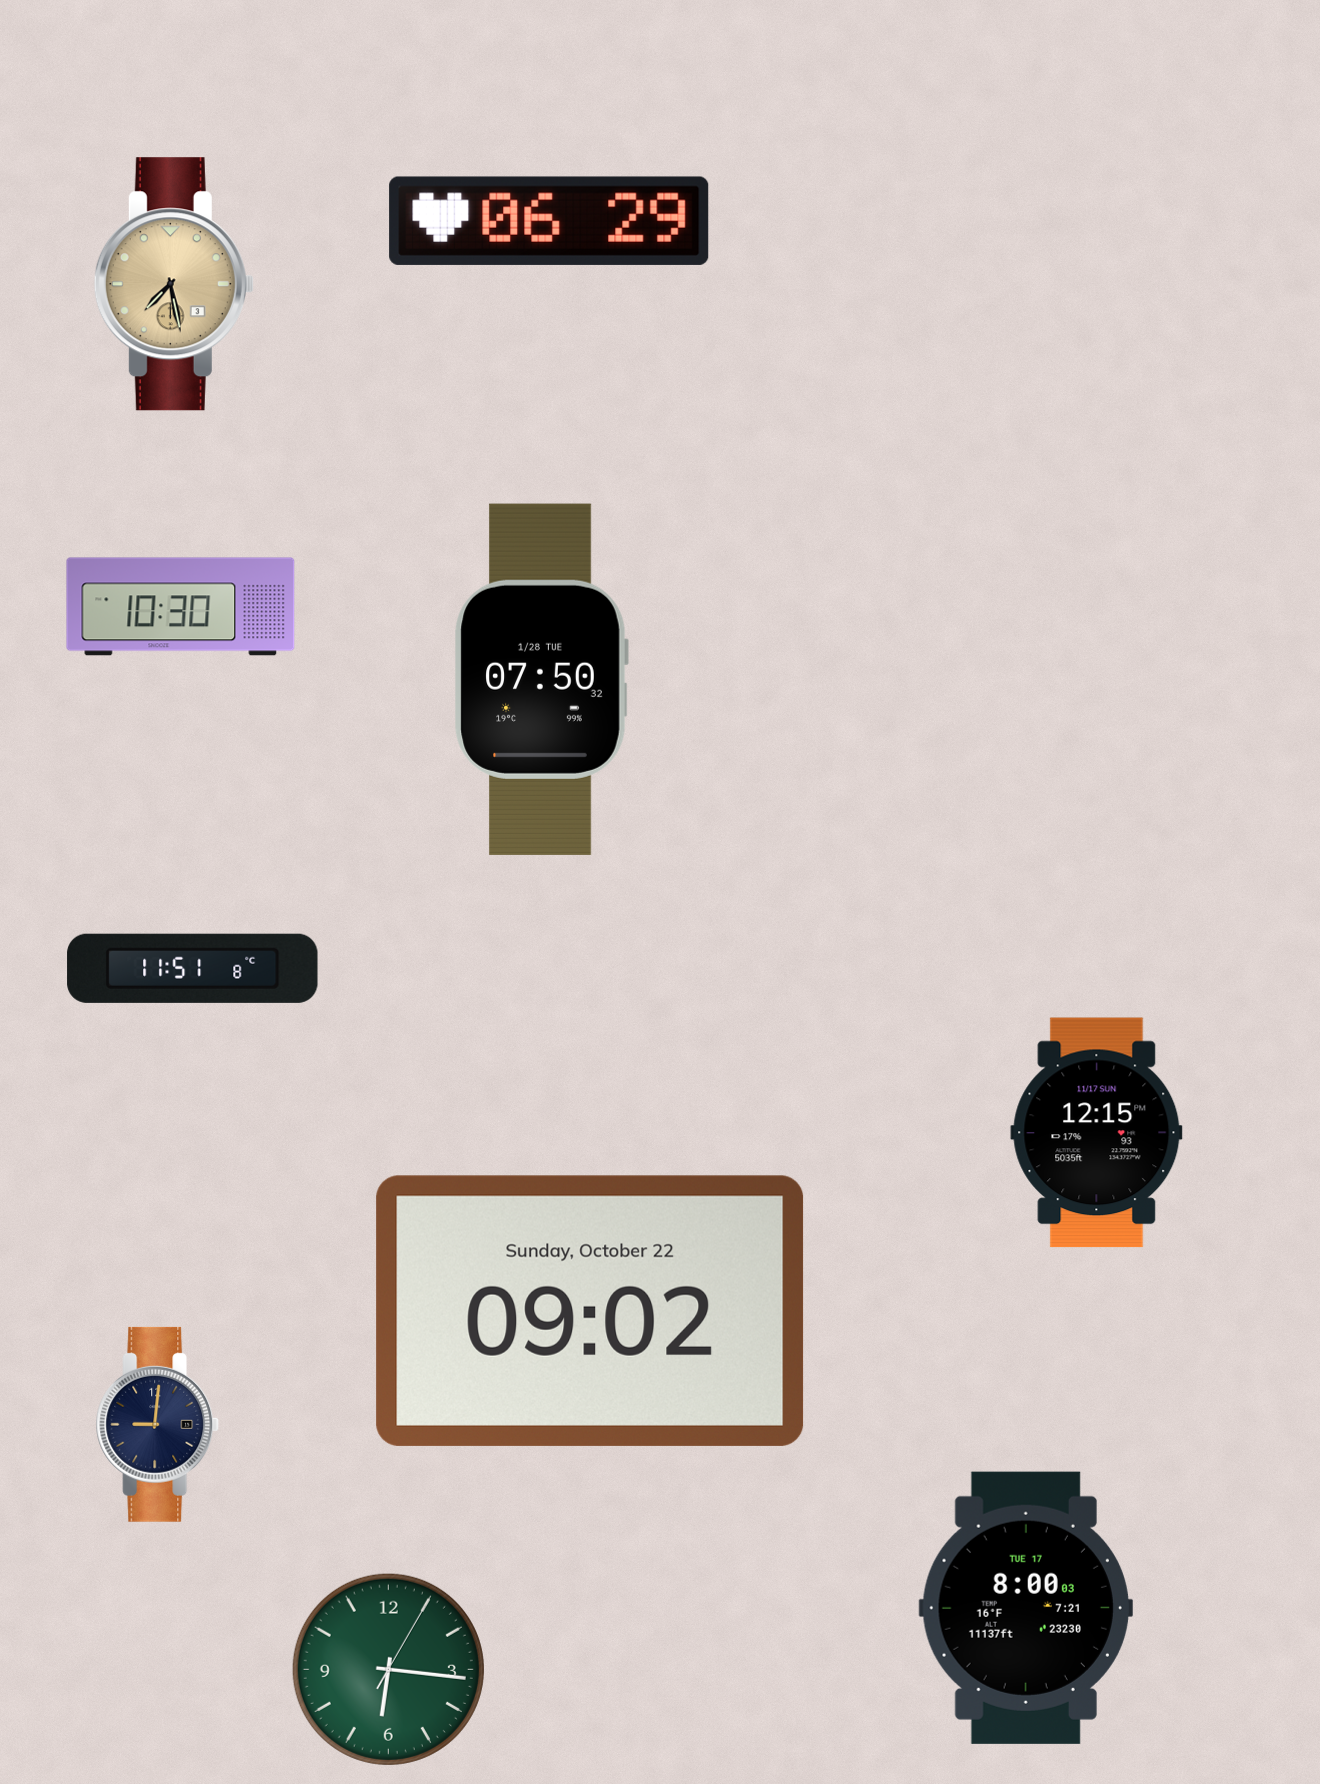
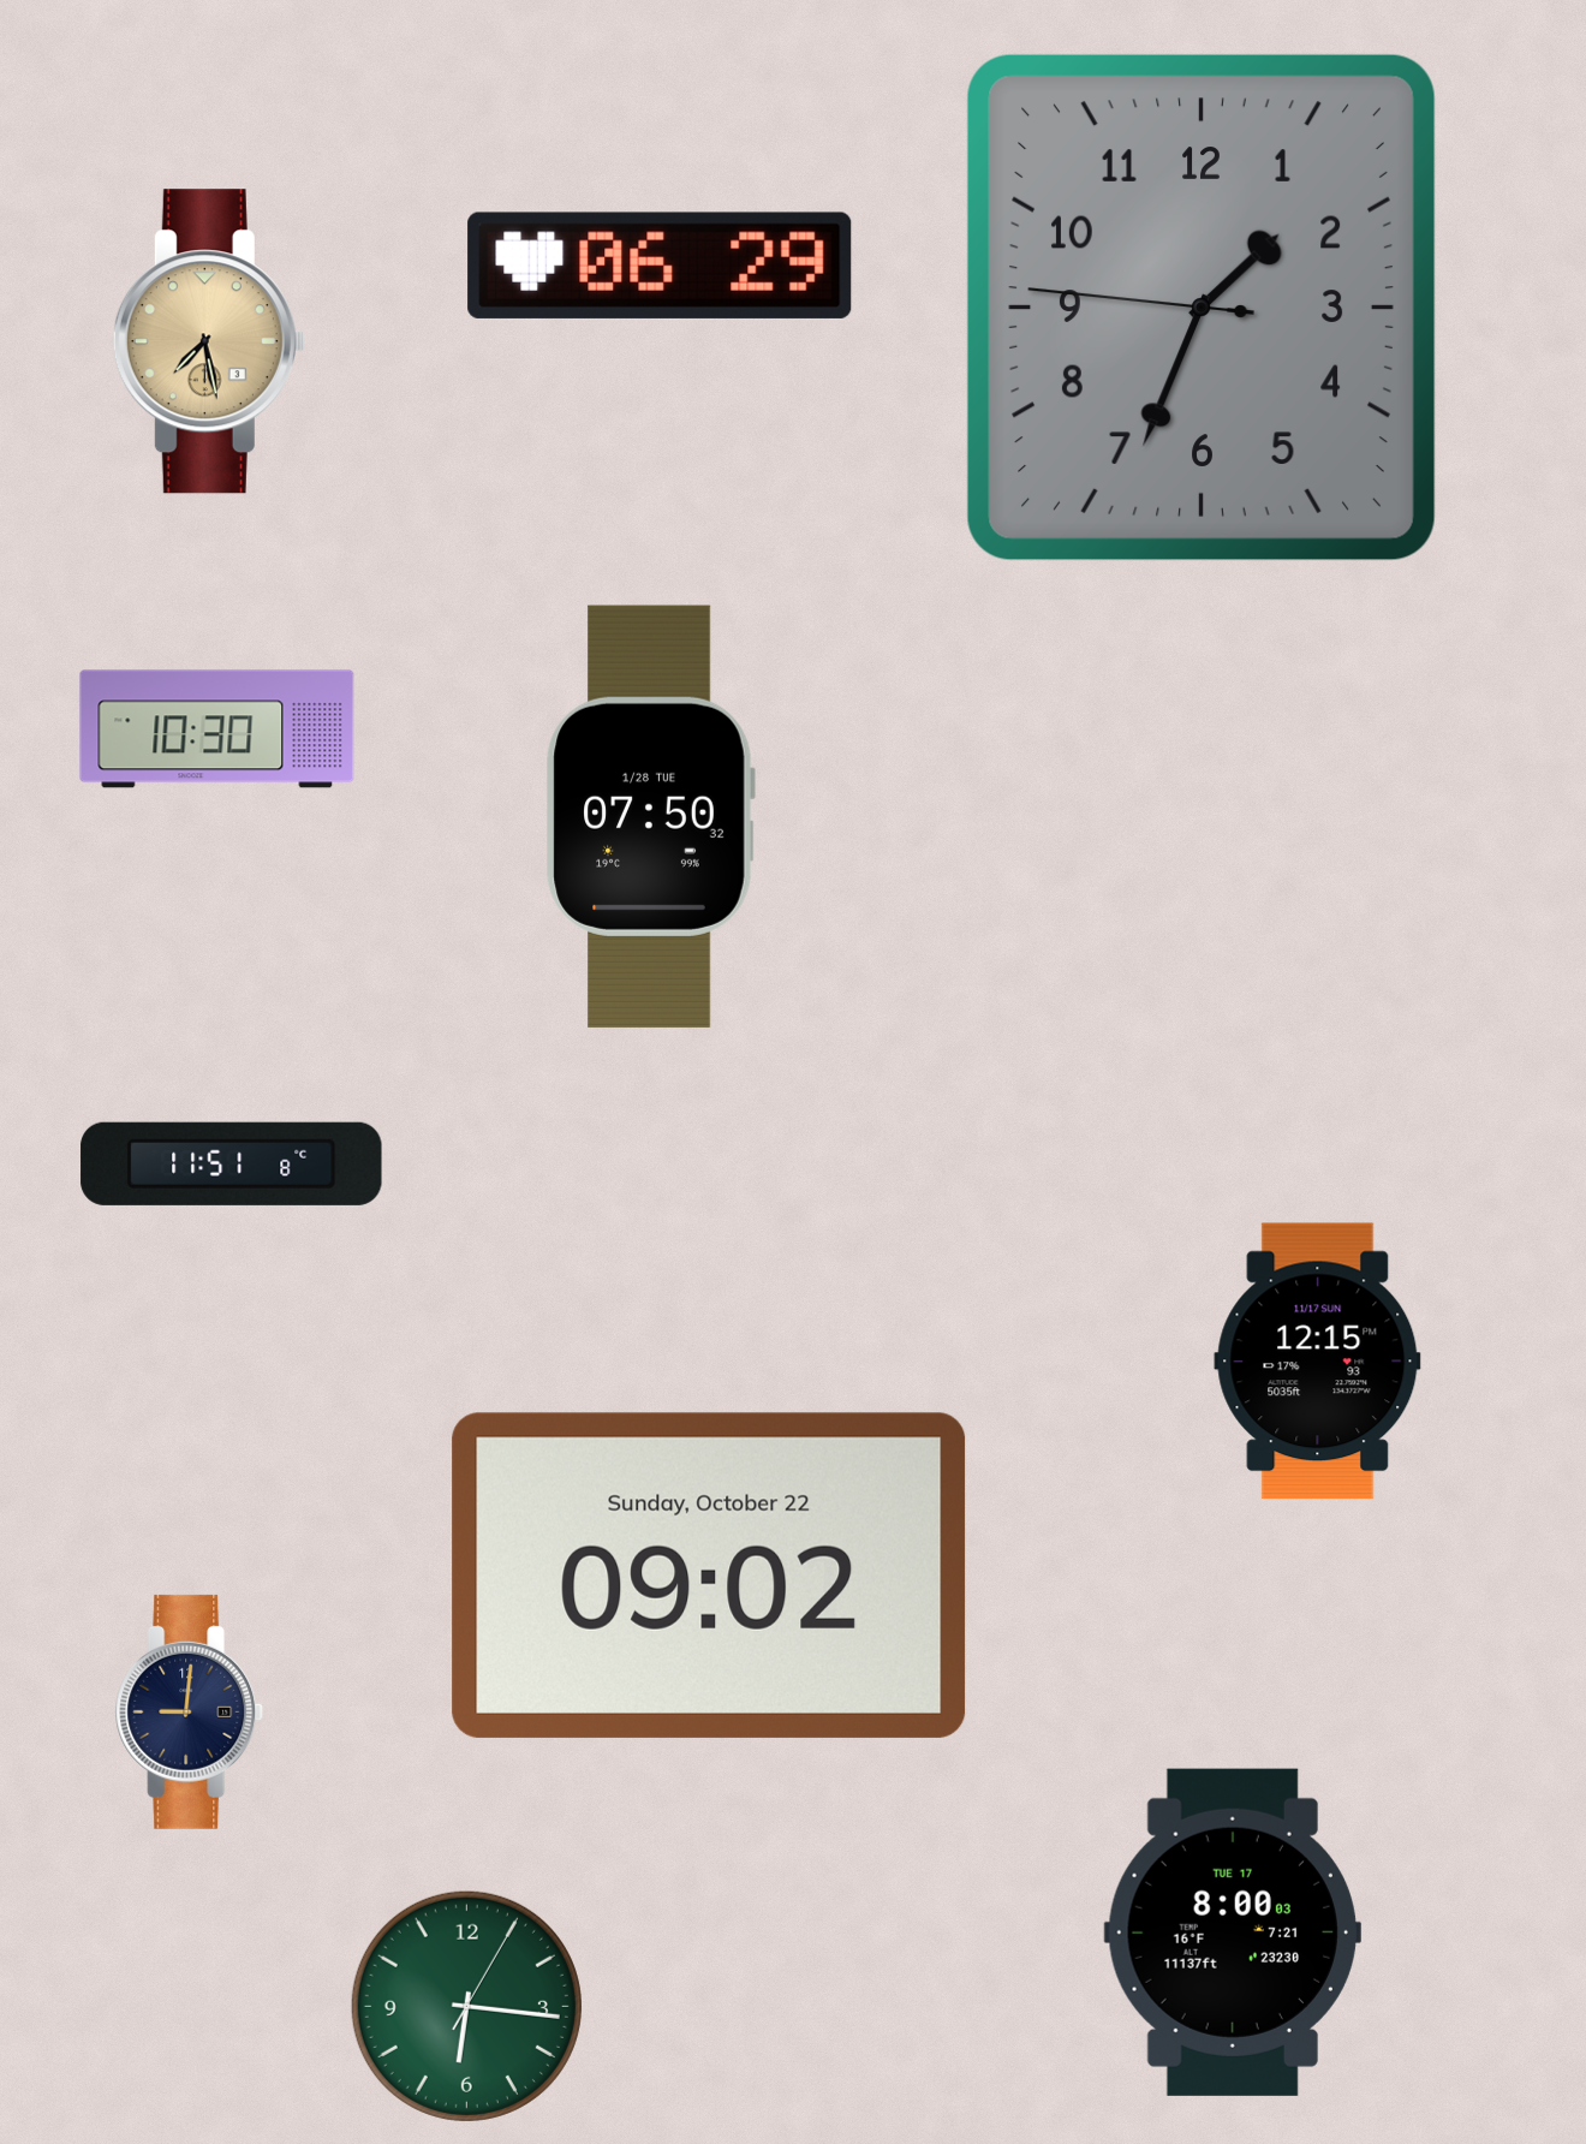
clock at (1202, 308): none -> 1:33
